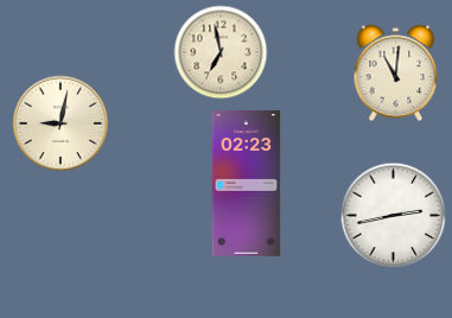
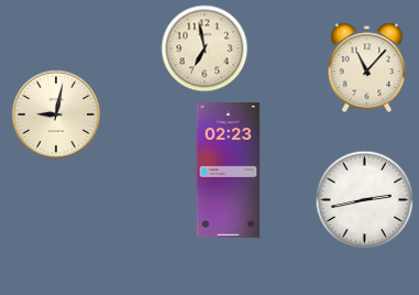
clock at (396, 74): 11:01 -> 11:07
